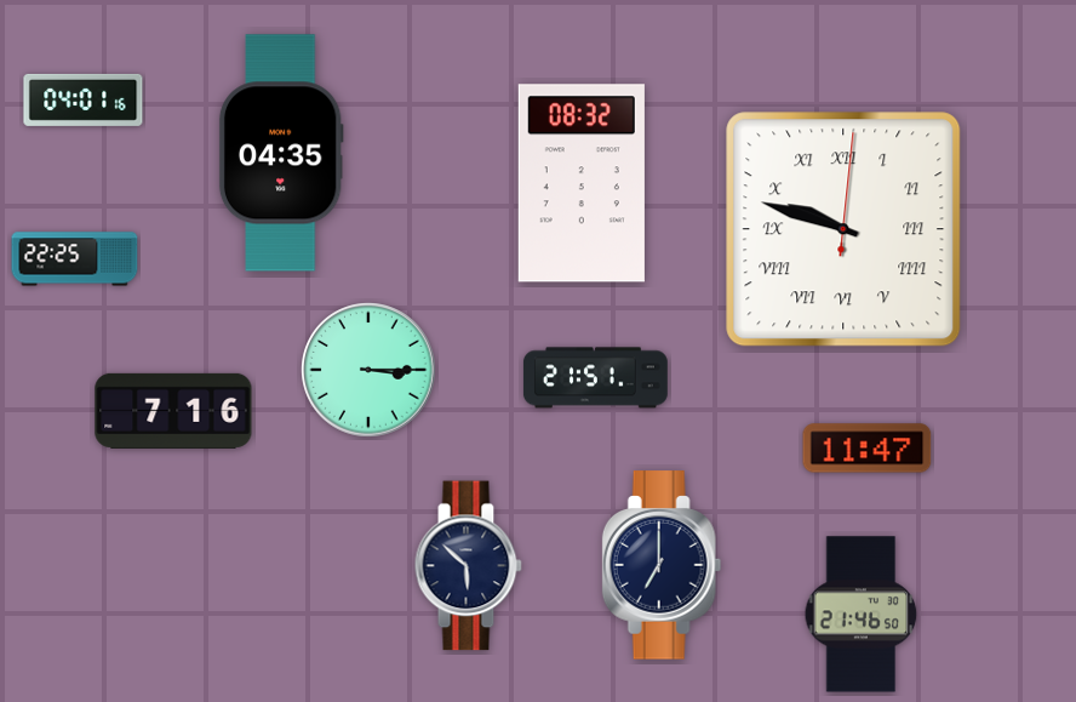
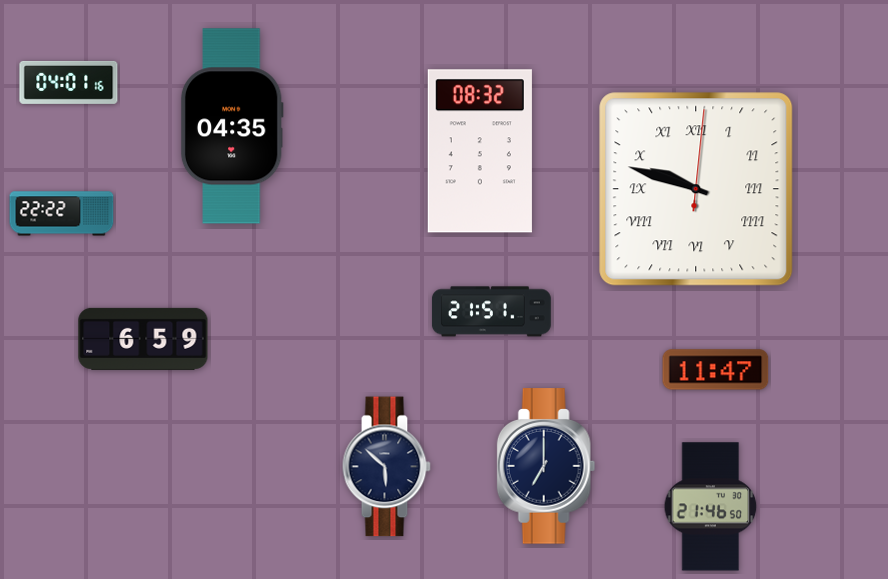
clock at (75, 259): 22:25 -> 22:22
clock at (368, 370): 3:15 -> none
clock at (173, 411): 7:16 -> 6:59
